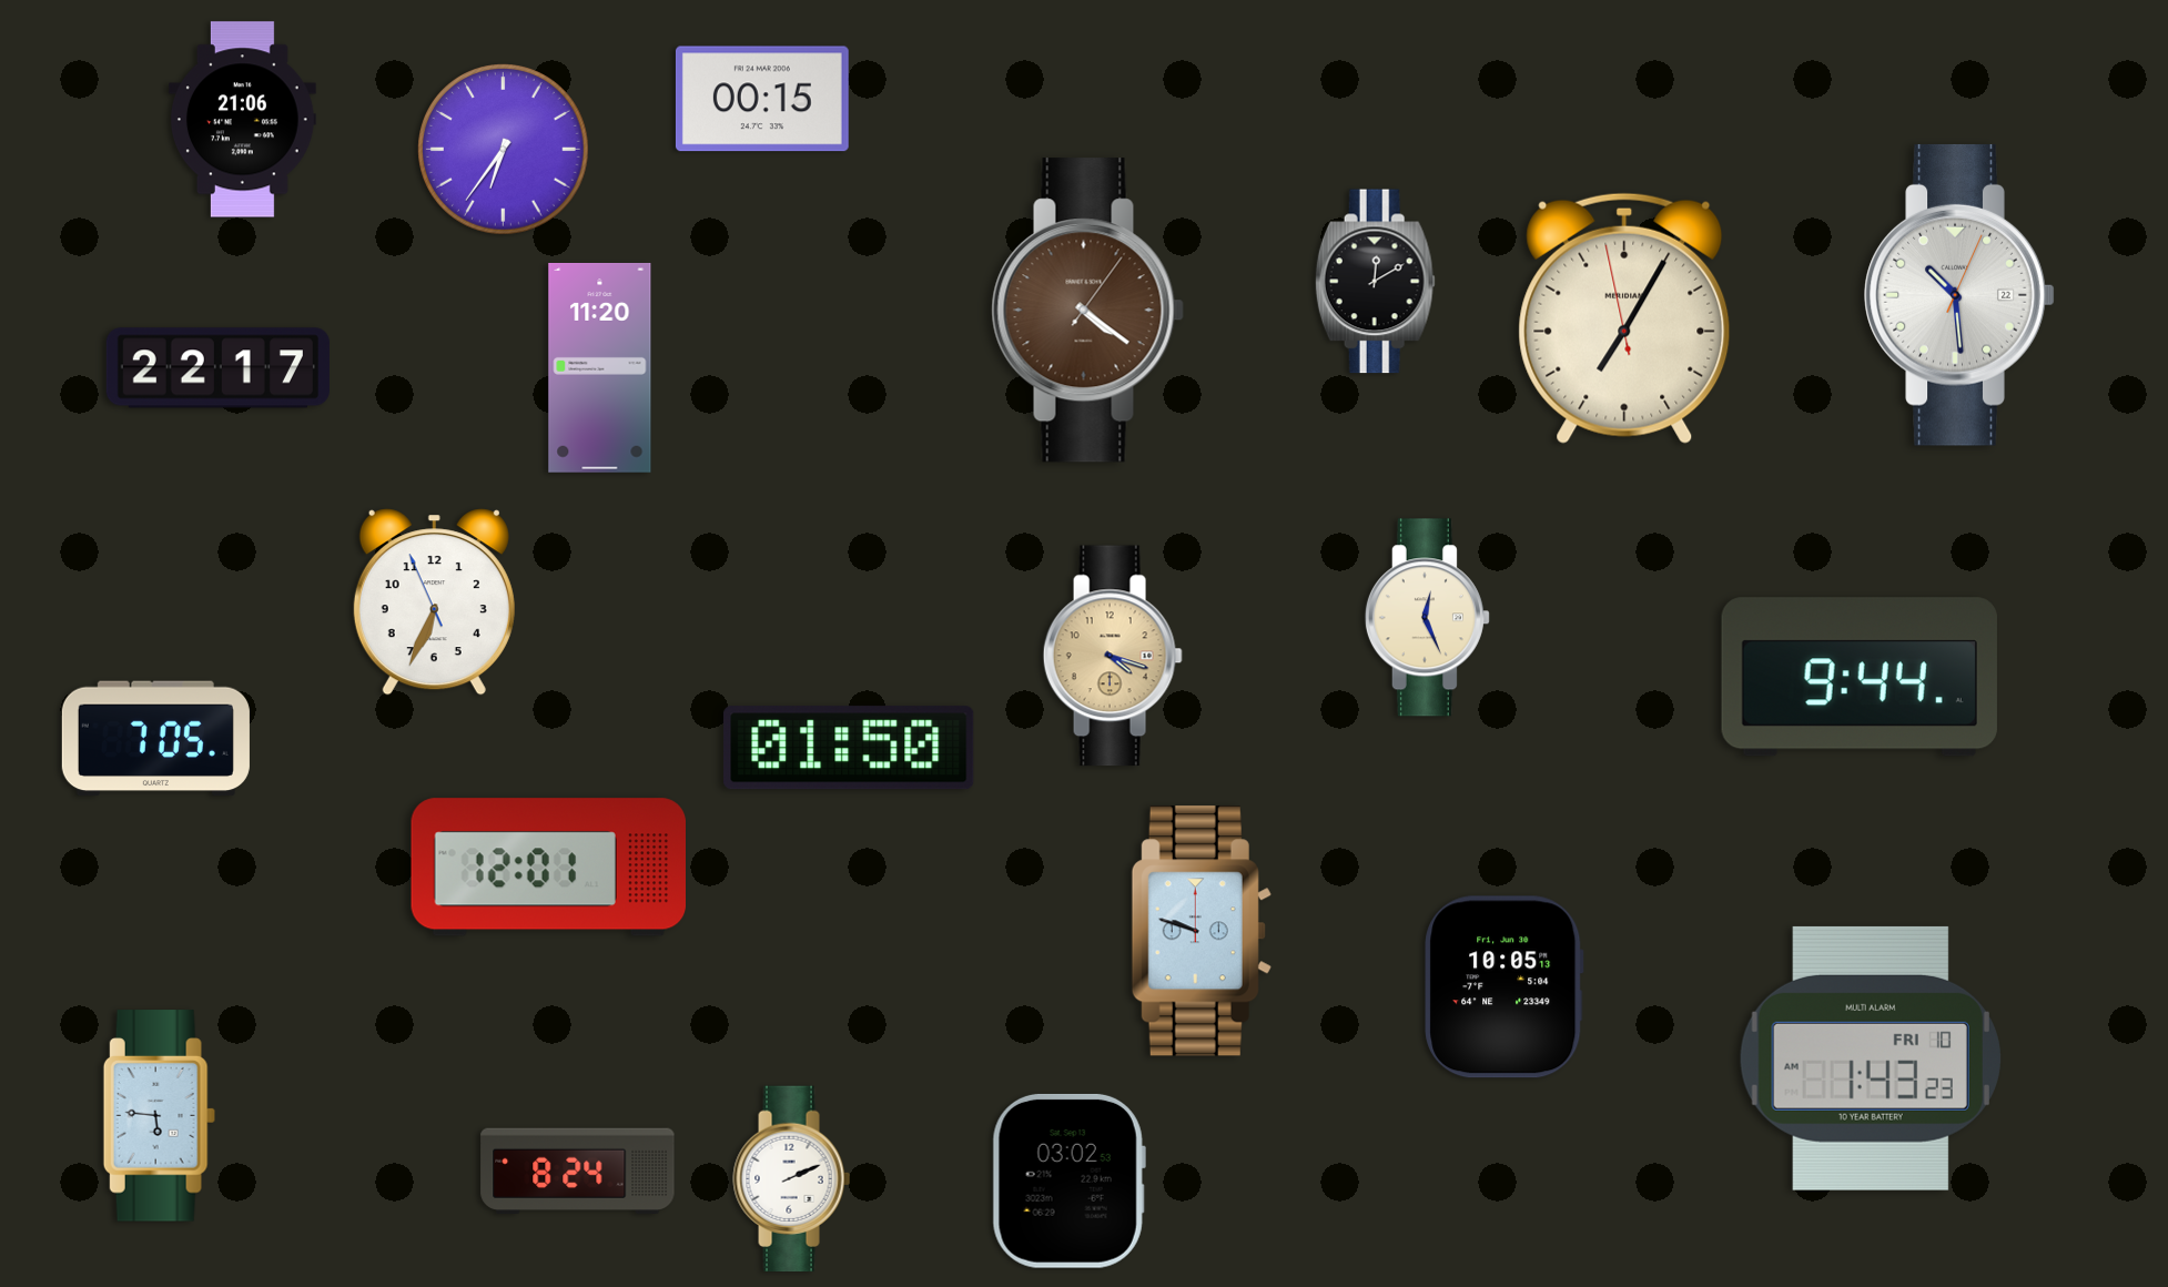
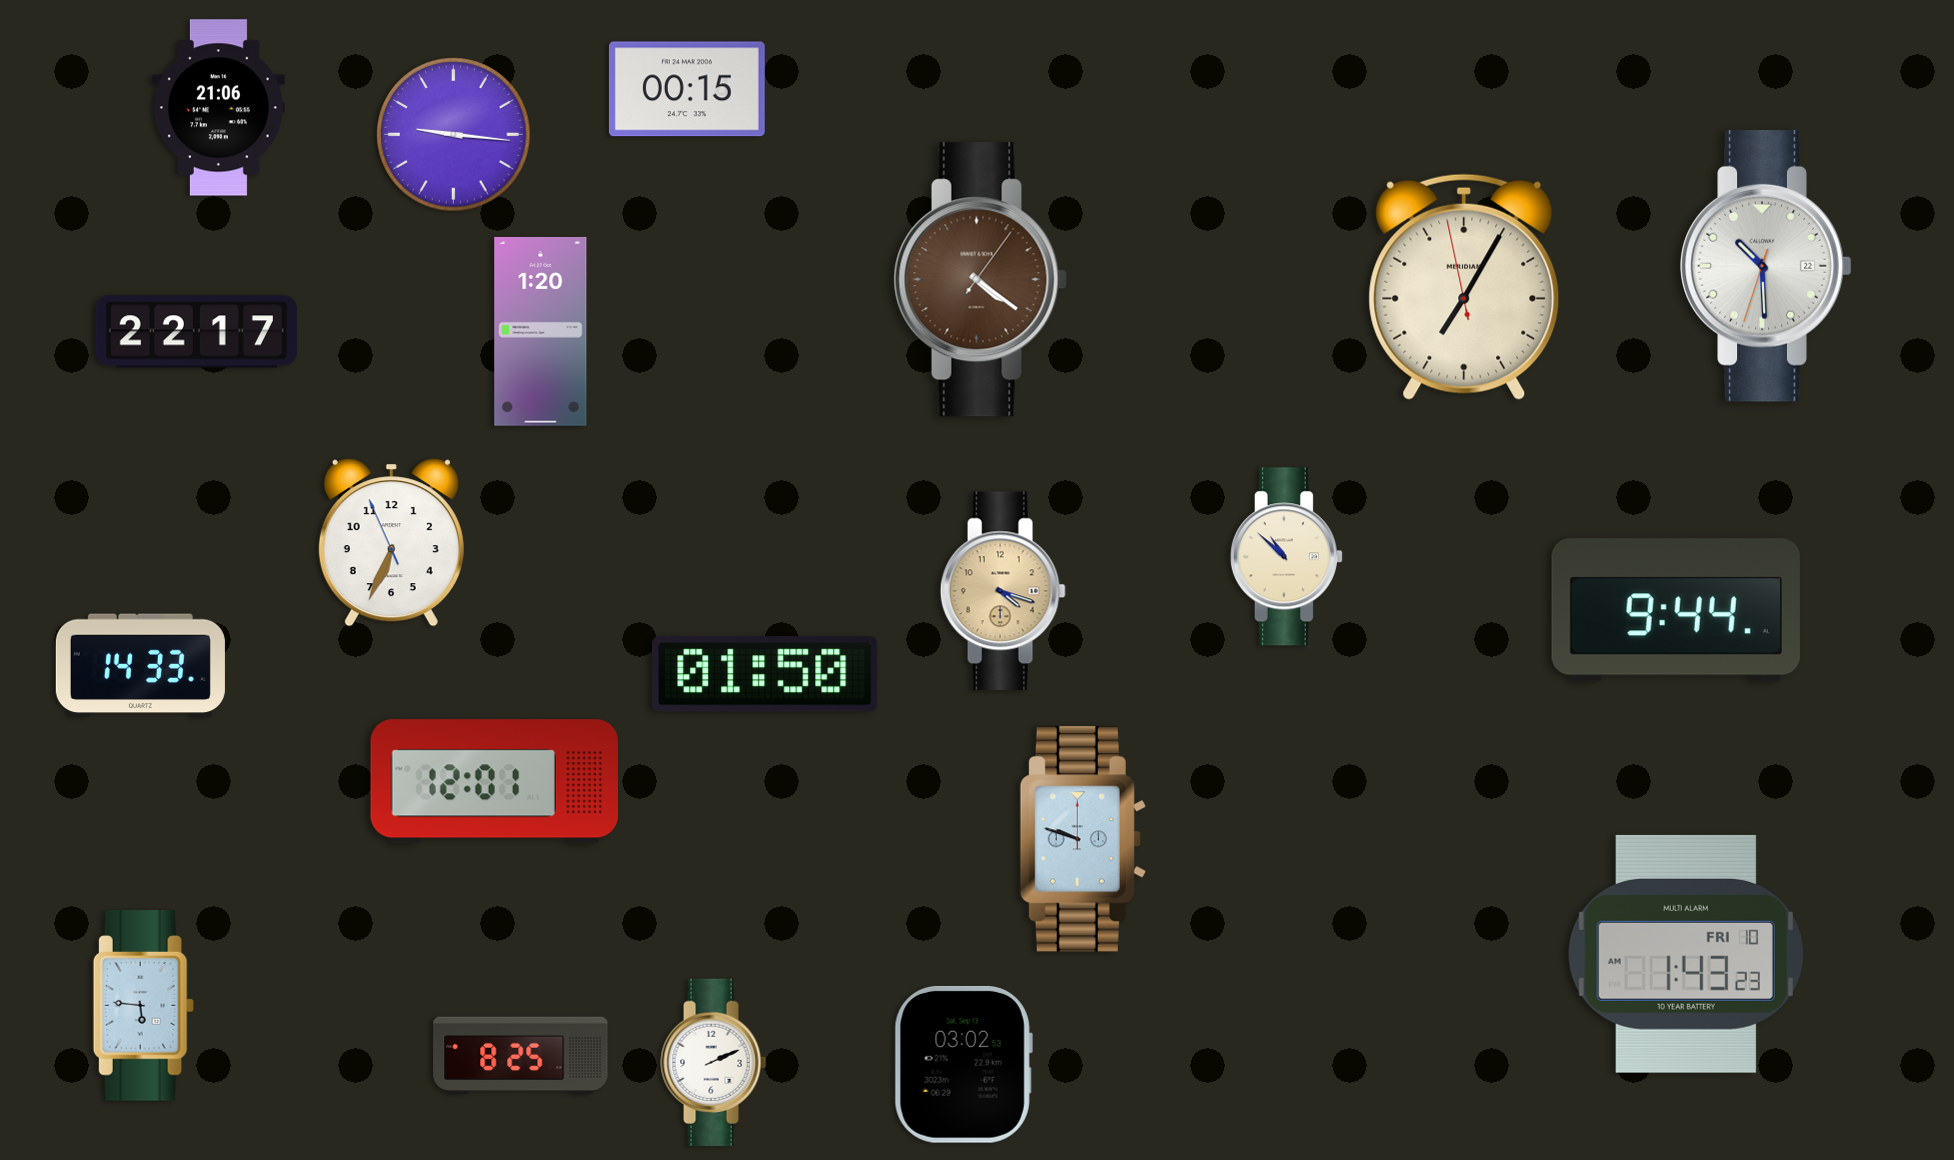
clock at (504, 150): 6:36 -> 9:16
clock at (1375, 282): 12:10 -> none
clock at (1959, 295): 10:29:04 -> 10:29:33
clock at (600, 367): 11:20 -> 1:20
clock at (1427, 618): 12:26 -> 10:52
clock at (155, 739): 7:05 -> 14:33
clock at (1505, 987): 10:05 -> none
clock at (578, 1172): 8:24 -> 8:25
